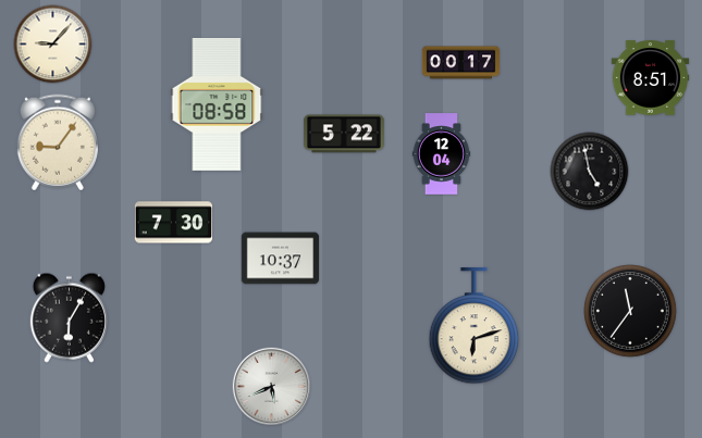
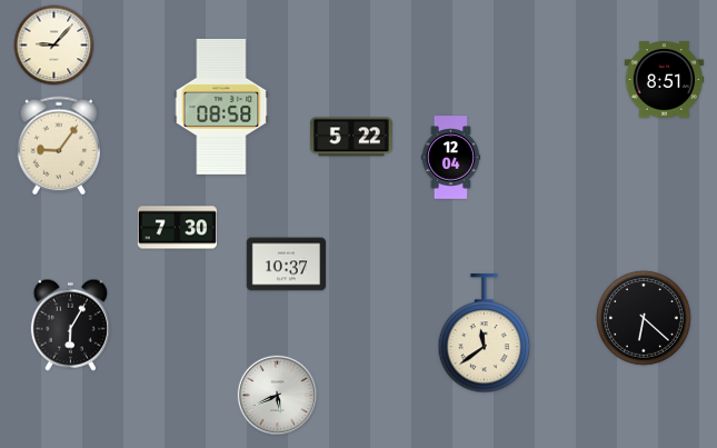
clock at (461, 63): 00:17 -> none
clock at (590, 172): 4:58 -> none
clock at (631, 312): 11:36 -> 6:22
clock at (475, 326): 6:12 -> 11:39
